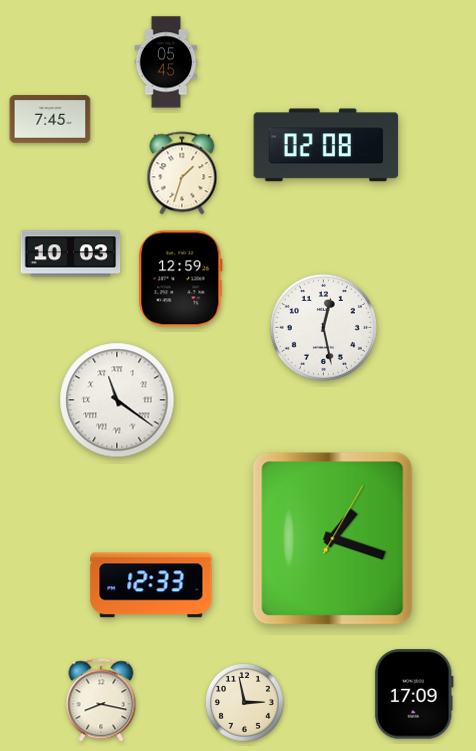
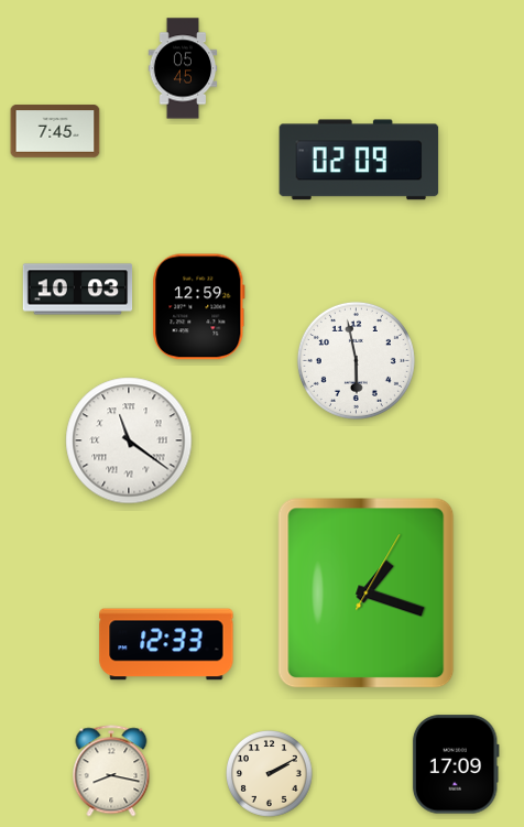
clock at (326, 145): 02:08 -> 02:09
clock at (182, 173): 1:33 -> none
clock at (71, 254) position: (71, 254) -> (78, 290)
clock at (323, 327): 12:28 -> 5:58
clock at (245, 703): 2:58 -> 2:10
